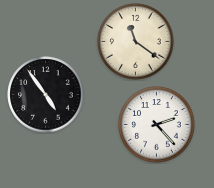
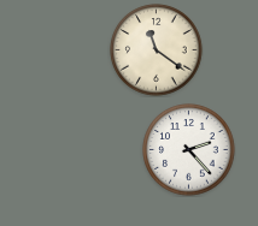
clock at (136, 42) position: (136, 42) -> (157, 50)
clock at (46, 95): 4:54 -> none
